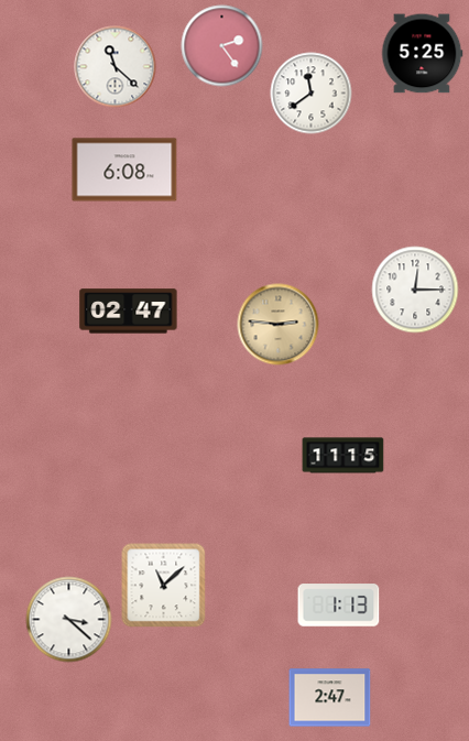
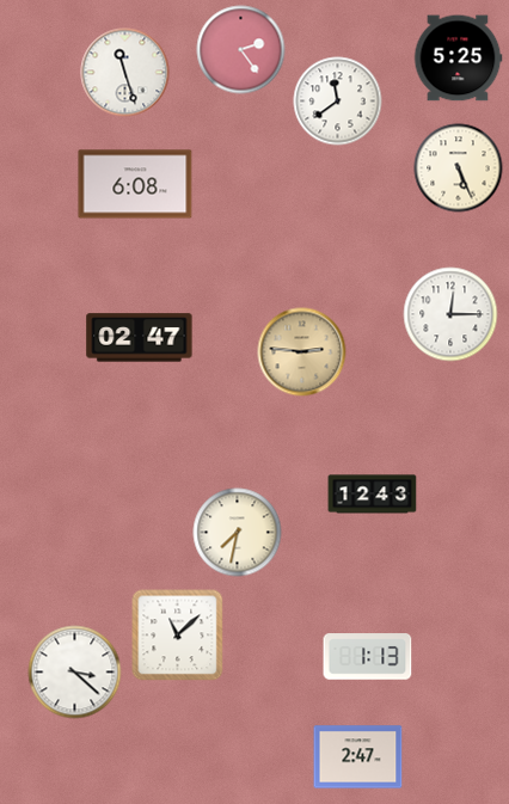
clock at (116, 67): 11:22 -> 11:27
clock at (459, 168): none -> 5:26
clock at (343, 456): 11:15 -> 12:43
clock at (238, 533): none -> 7:32
